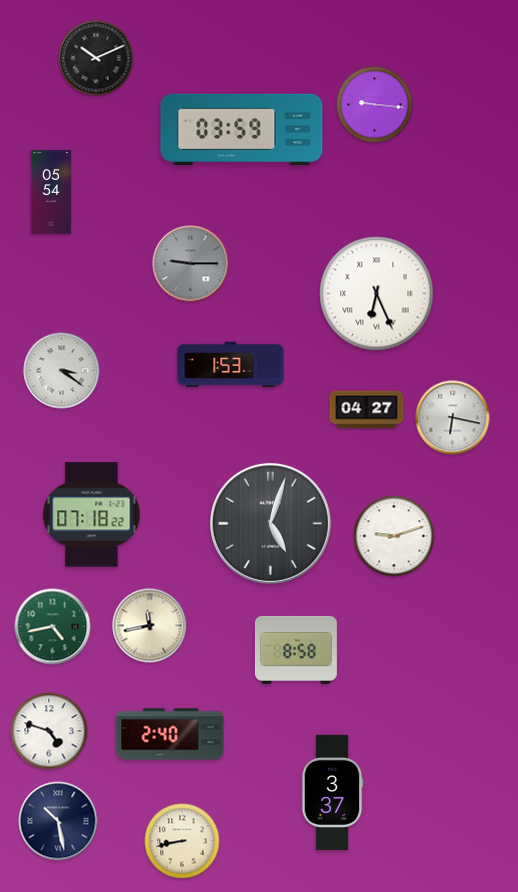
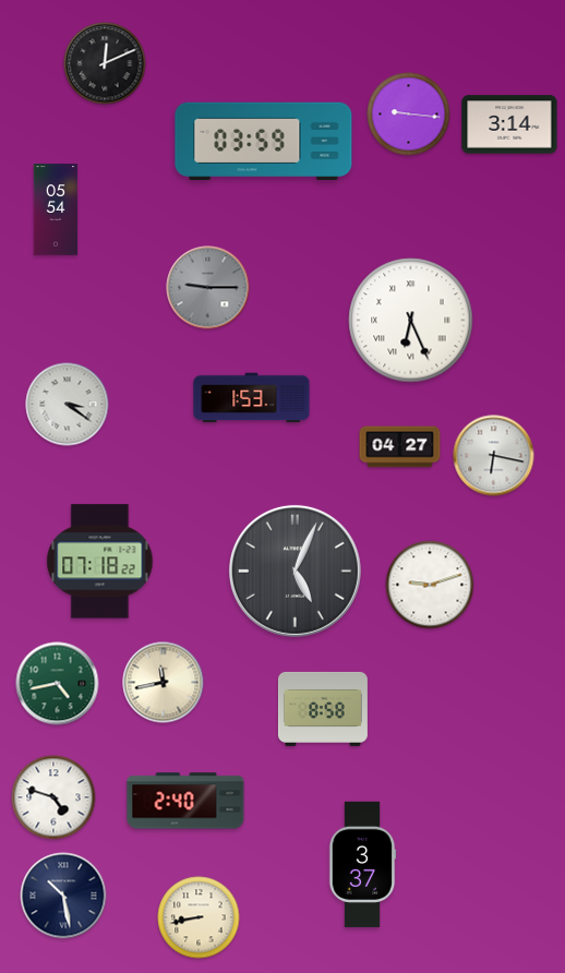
clock at (96, 58): 10:11 -> 12:11
clock at (509, 124): none -> 3:14
clock at (270, 523): 5:03 -> 5:04
